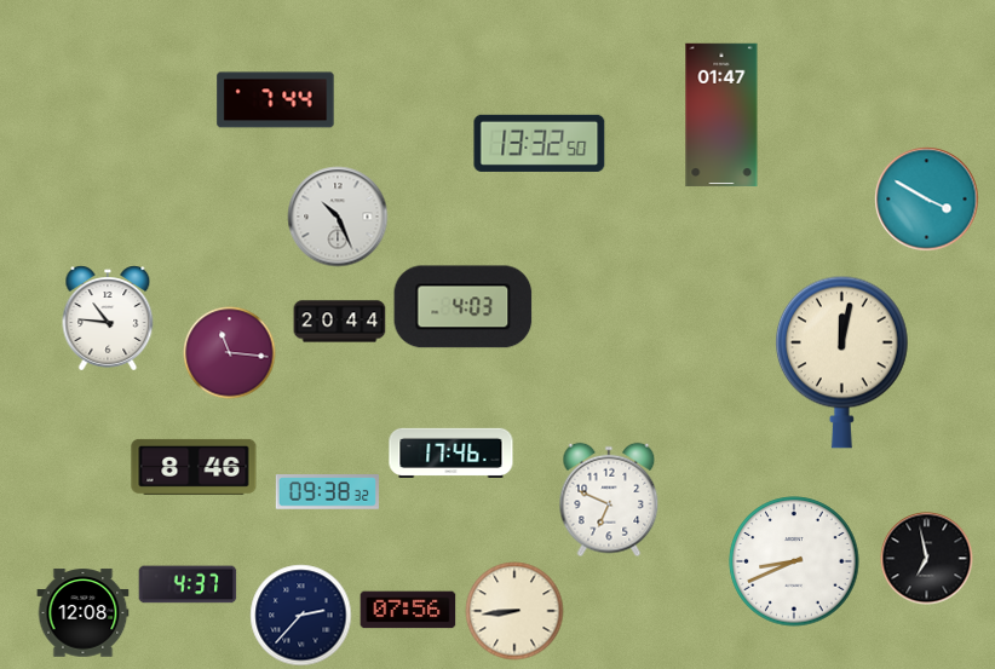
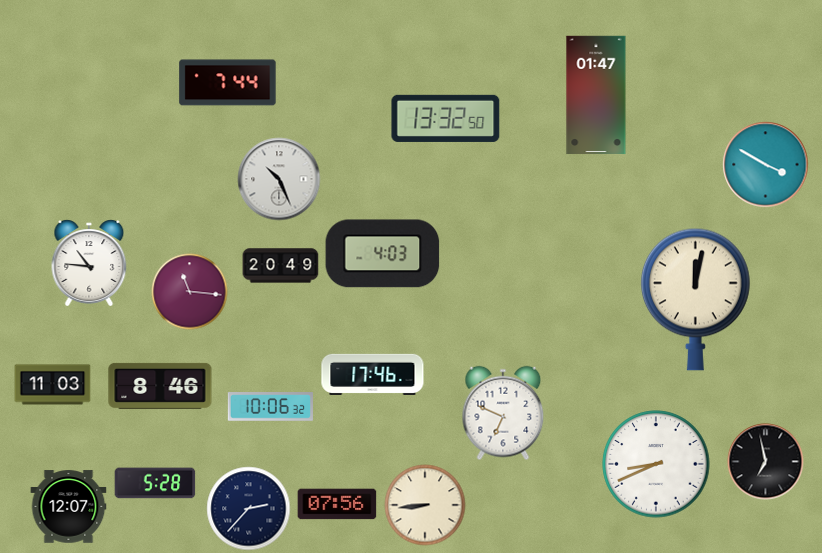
clock at (340, 322): 20:44 -> 20:49
clock at (53, 385): none -> 11:03
clock at (327, 492): 09:38 -> 10:06
clock at (188, 584): 4:37 -> 5:28
clock at (84, 613): 12:08 -> 12:07
